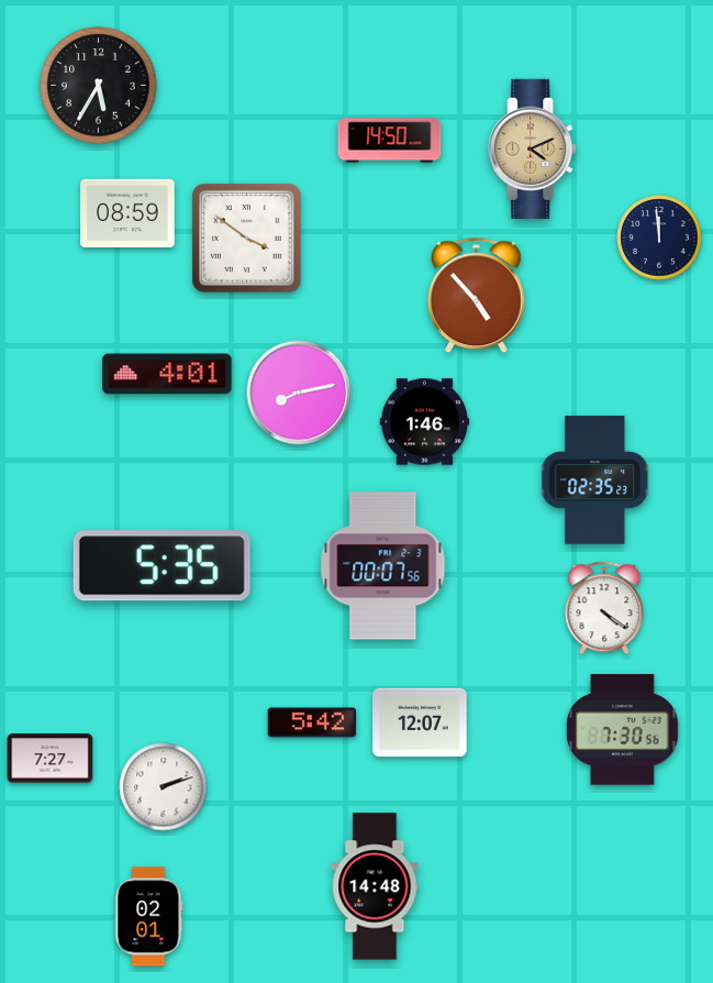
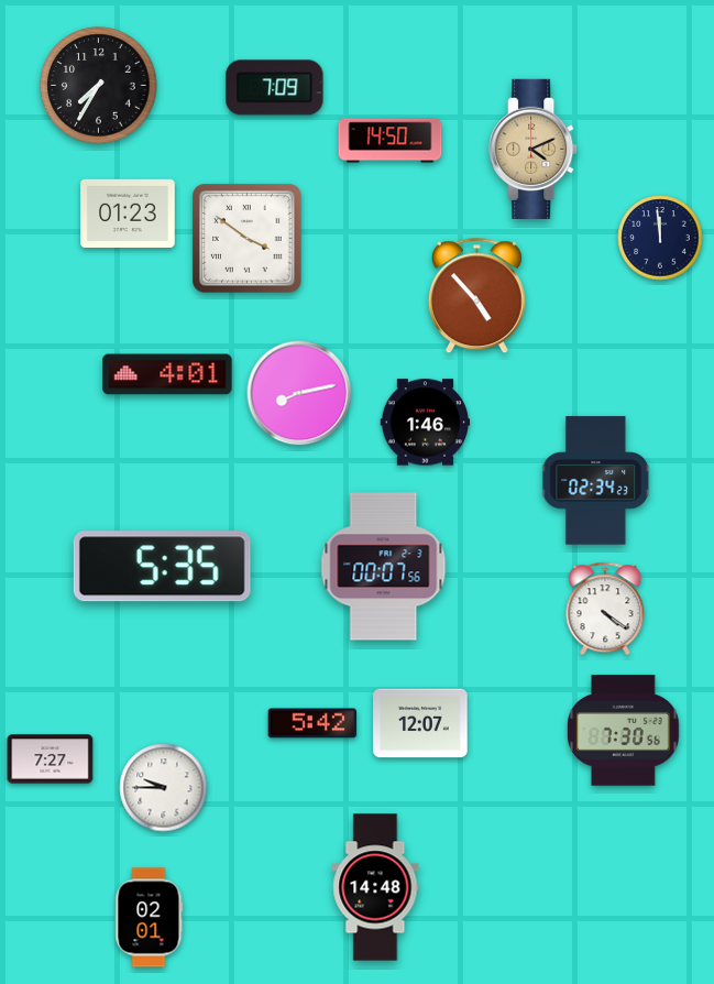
clock at (99, 86): 5:35 -> 7:35
clock at (275, 88): none -> 7:09
clock at (127, 213): 08:59 -> 01:23
clock at (595, 481): 02:35 -> 02:34
clock at (164, 787): 2:12 -> 9:45
